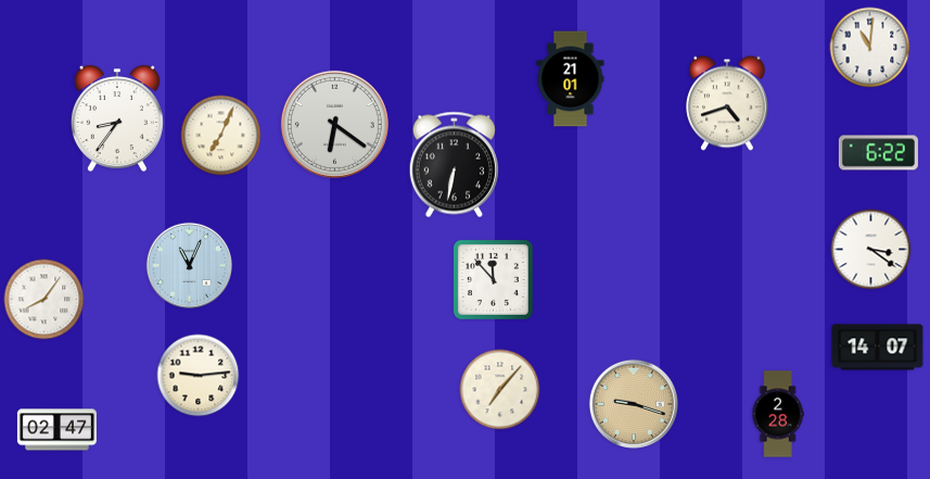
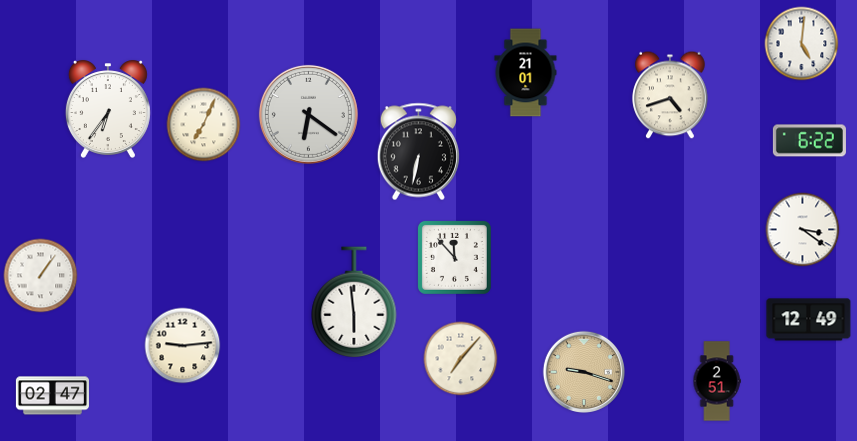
clock at (870, 48): 11:01 -> 5:01
clock at (117, 118): 8:36 -> 6:36
clock at (189, 265): 11:04 -> none
clock at (44, 300): 8:06 -> 1:06
clock at (354, 302): none -> 5:59
clock at (878, 348): 14:07 -> 12:49
clock at (778, 414): 2:28 -> 2:51
